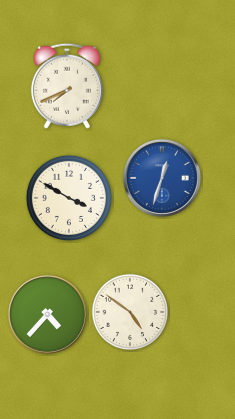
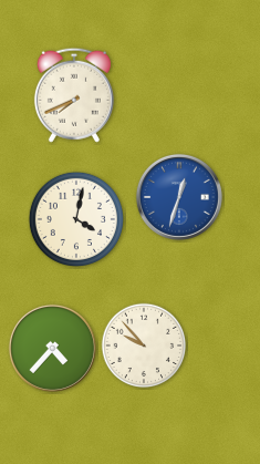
clock at (69, 198): 3:50 -> 4:02
clock at (130, 312): 4:51 -> 9:53
